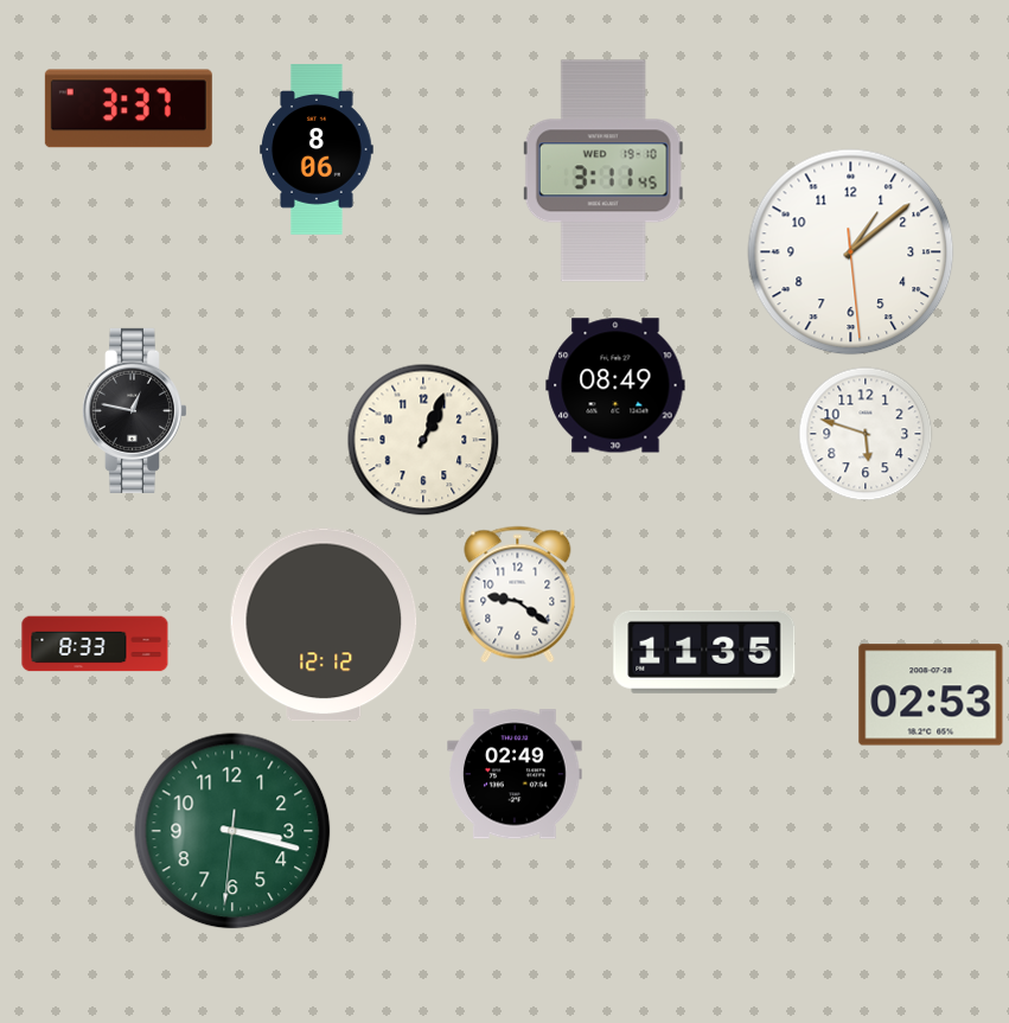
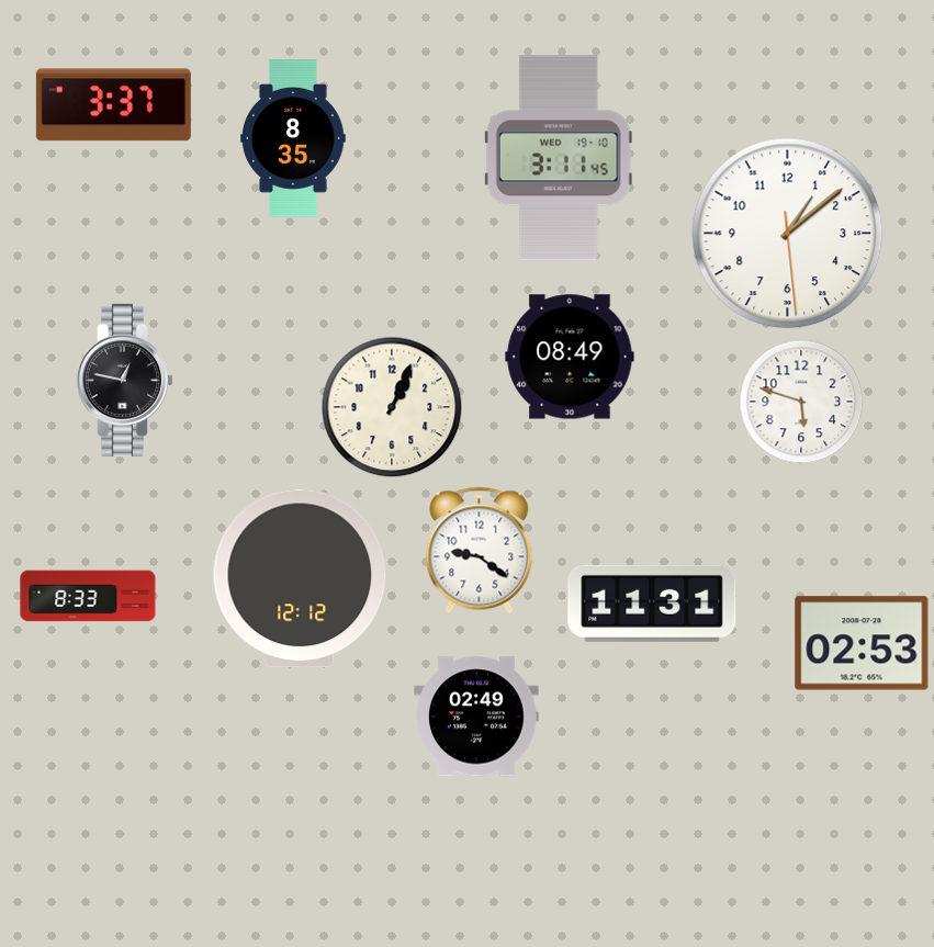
clock at (128, 109) position: (128, 109) -> (113, 105)
clock at (317, 149): 8:06 -> 8:35
clock at (704, 652): 11:35 -> 11:31
clock at (232, 831): 3:17 -> none
